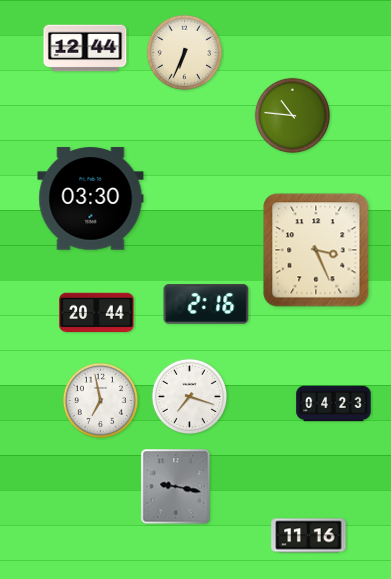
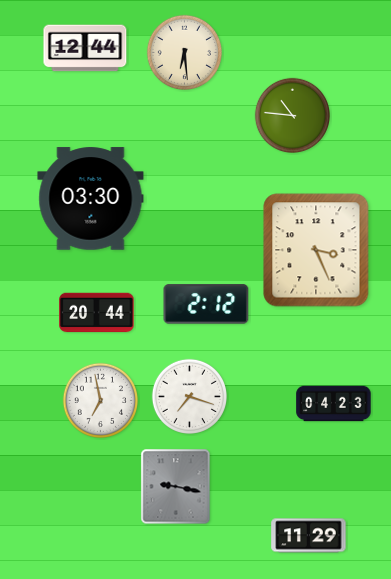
clock at (184, 52): 6:34 -> 6:29
clock at (206, 304): 2:16 -> 2:12
clock at (309, 536): 11:16 -> 11:29
